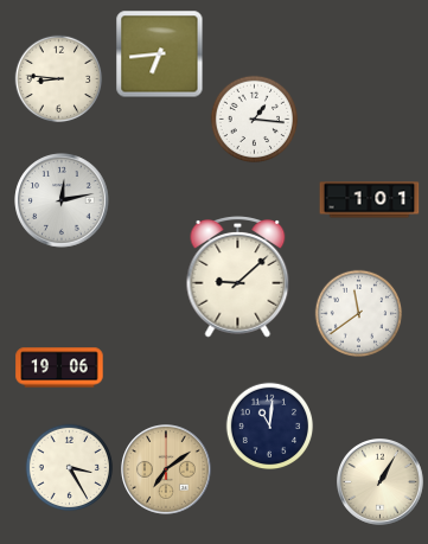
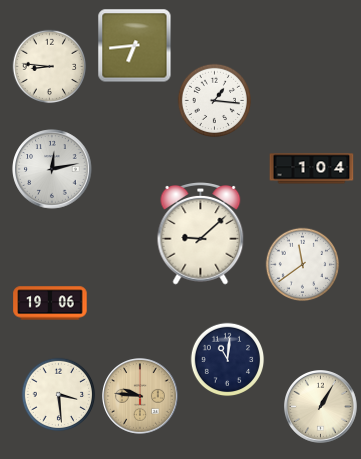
clock at (370, 200): 1:01 -> 1:04
clock at (59, 367) position: (59, 367) -> (50, 303)
clock at (70, 468): 3:25 -> 3:29
clock at (167, 471): 7:09 -> 9:46
